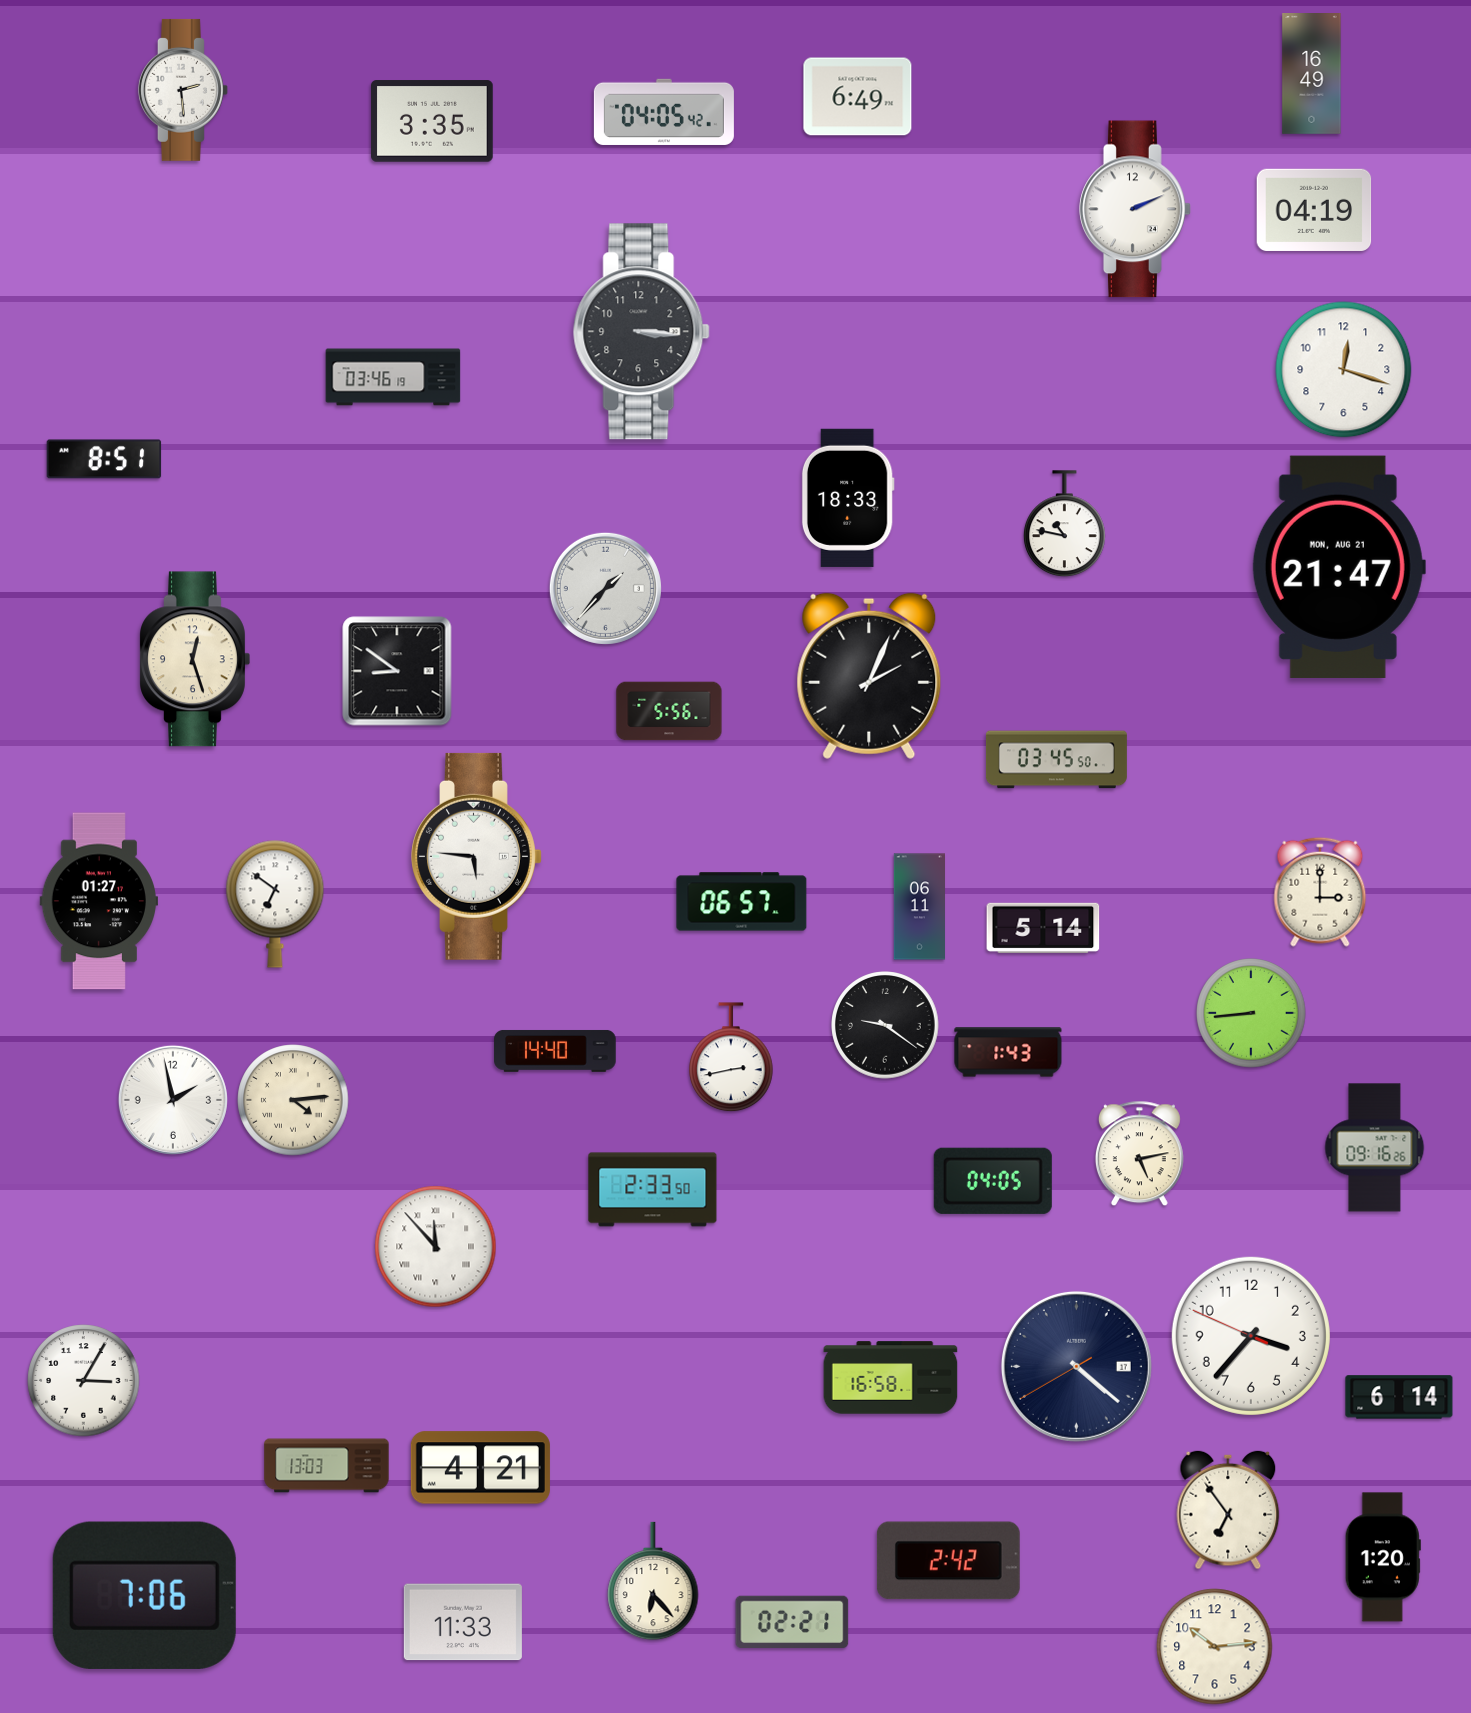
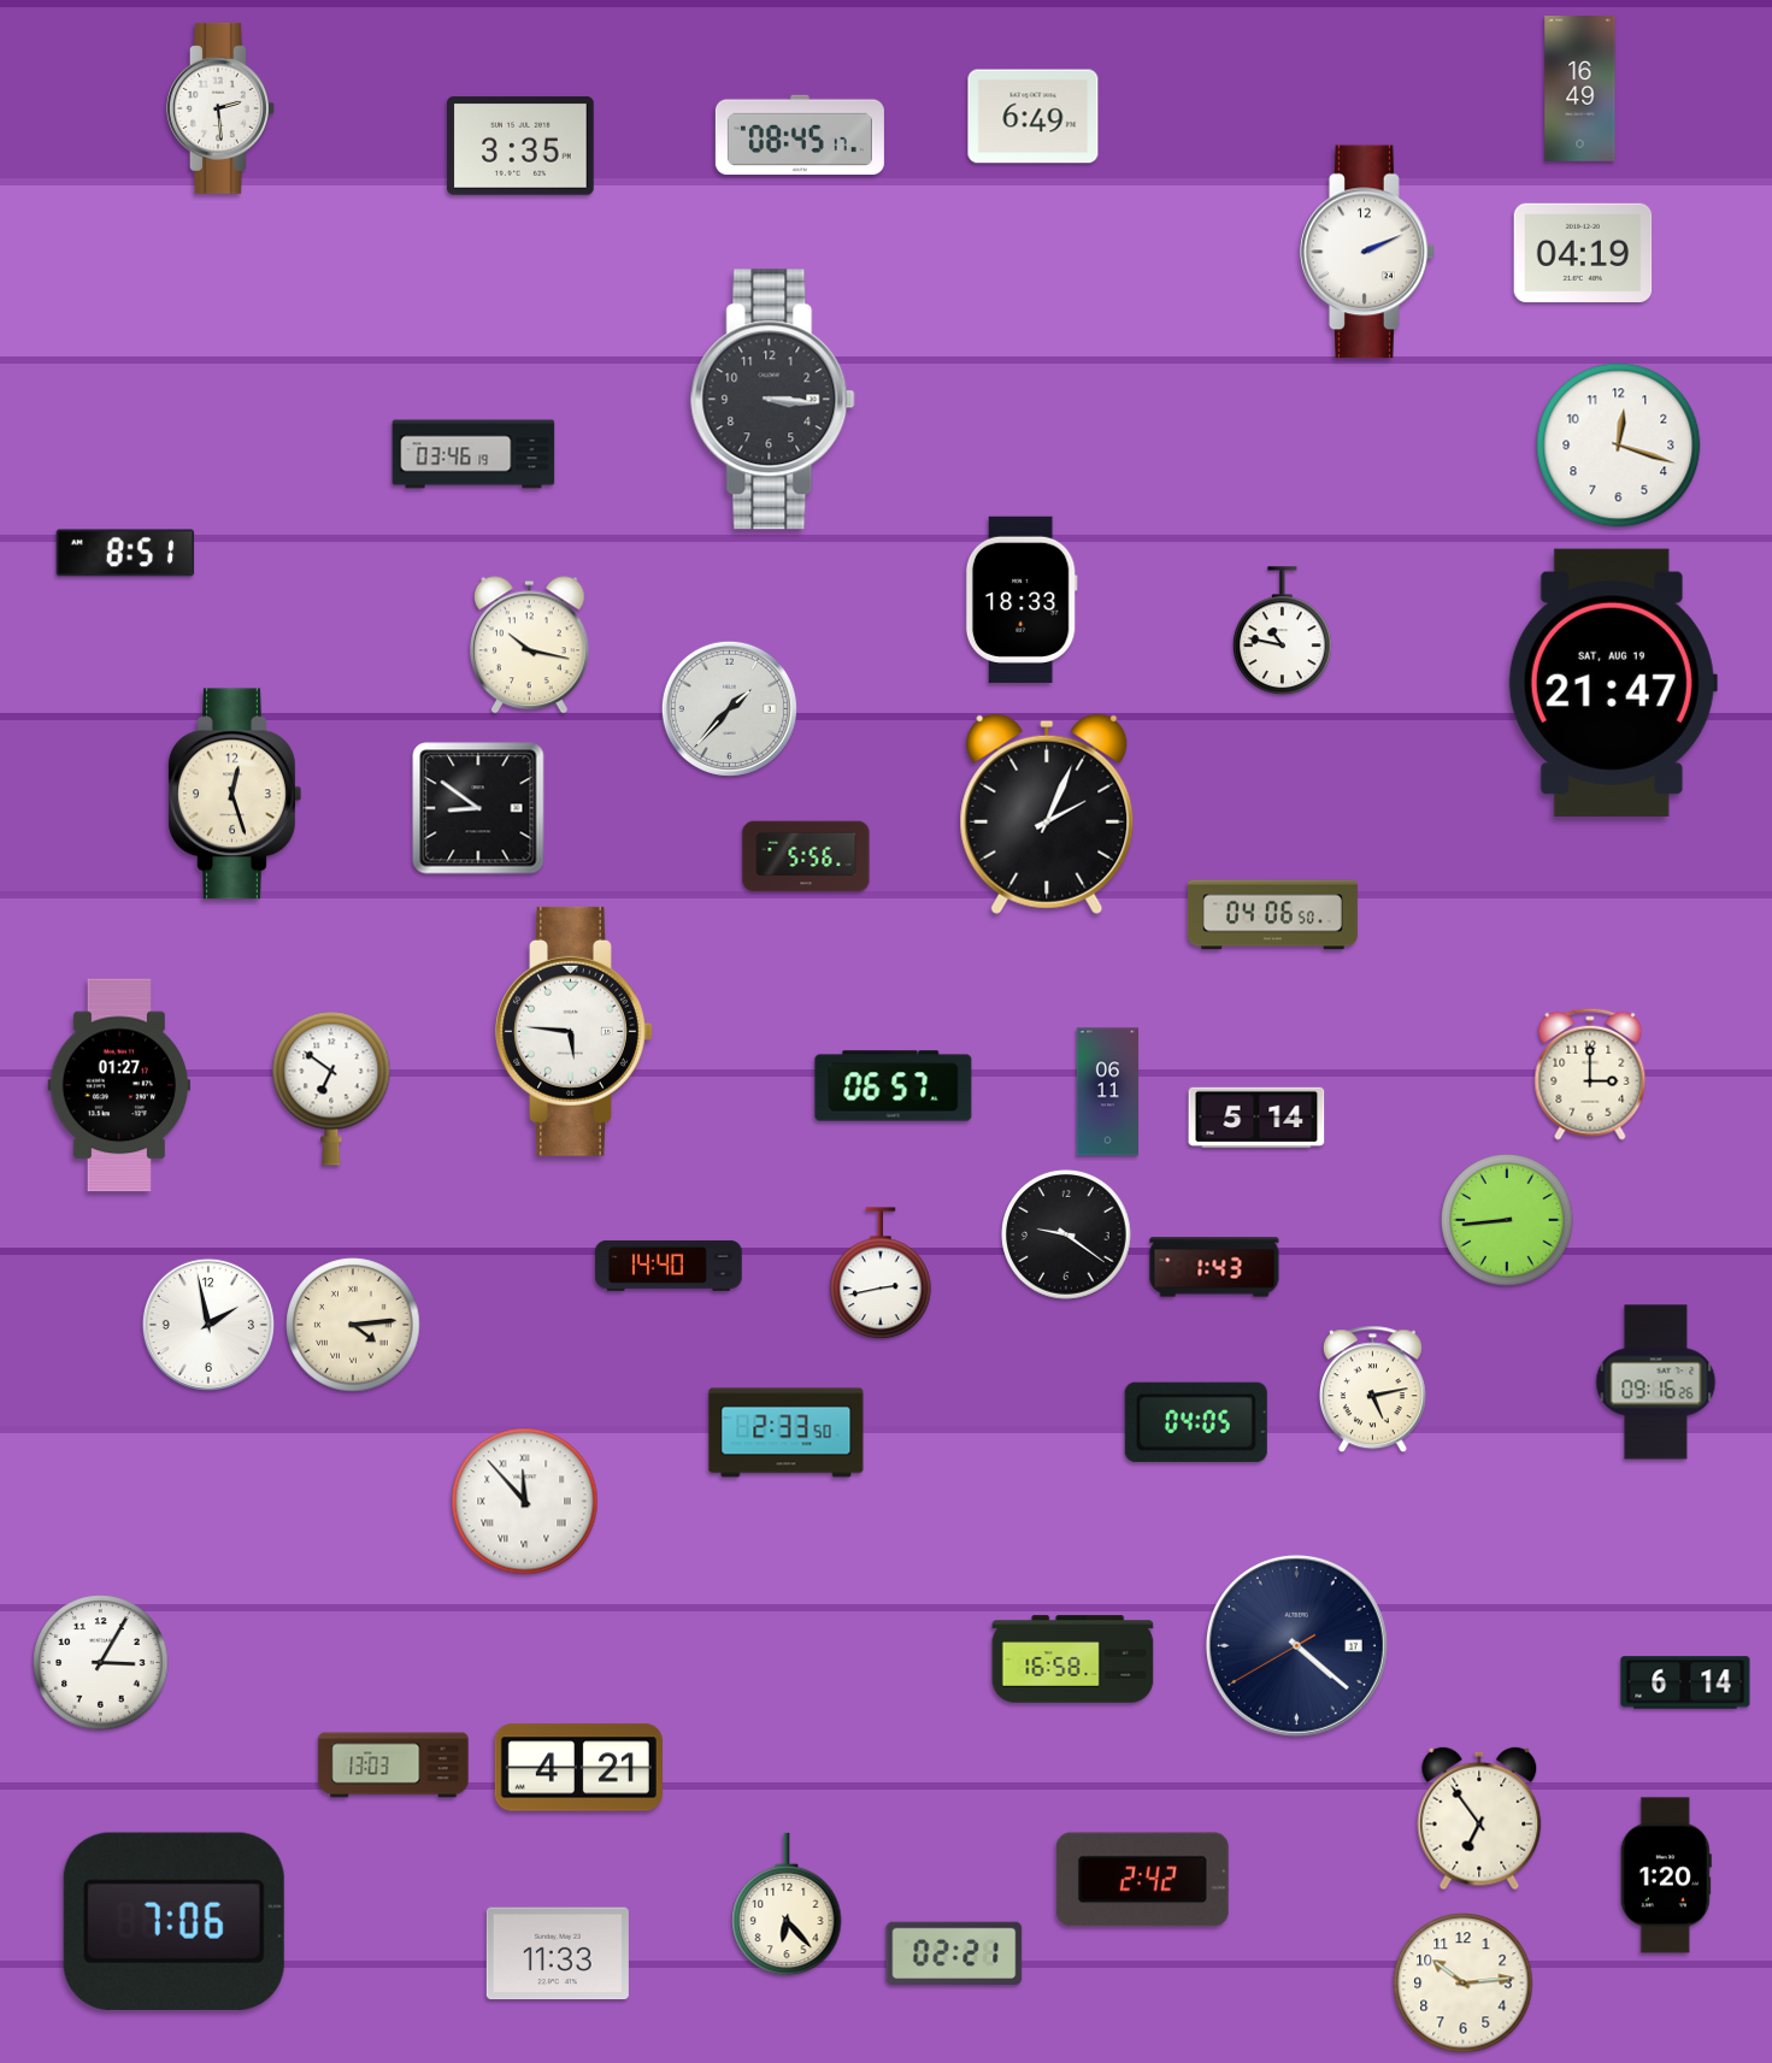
clock at (664, 111): 04:05 -> 08:45
clock at (530, 646): none -> 10:17
clock at (1339, 567) date: MON, AUG 21 -> SAT, AUG 19
clock at (1056, 760): 03:45 -> 04:06
clock at (1251, 1336): 3:36 -> none
